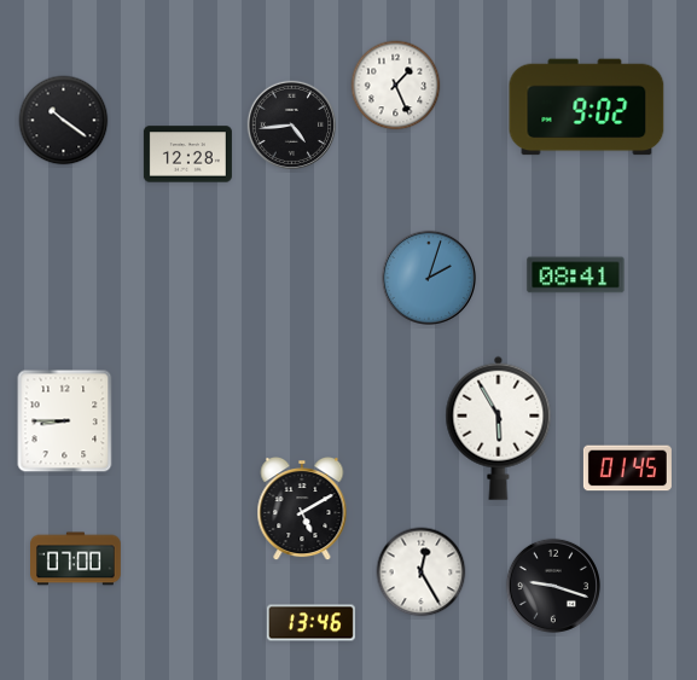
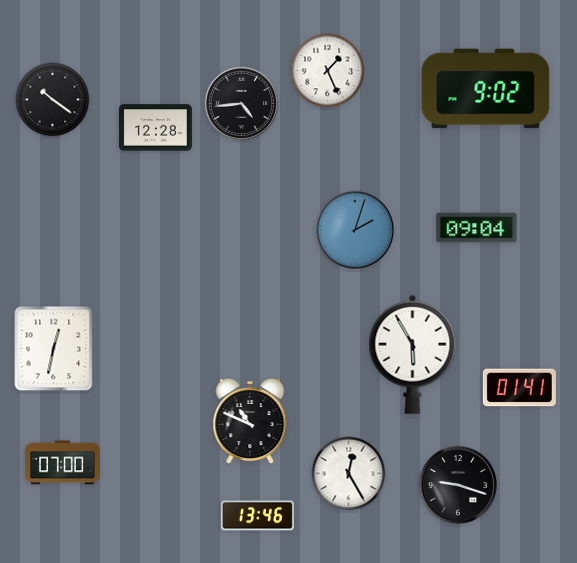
clock at (576, 275): 08:41 -> 09:04
clock at (65, 422): 8:45 -> 12:32
clock at (627, 469): 01:45 -> 01:41
clock at (302, 510): 5:10 -> 10:49
